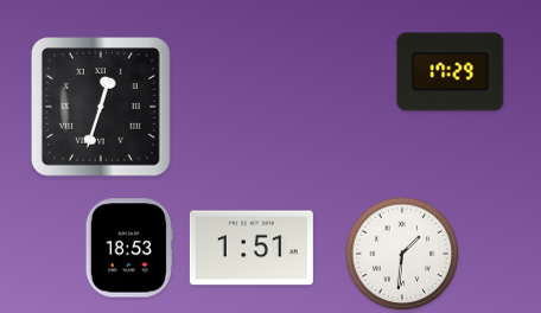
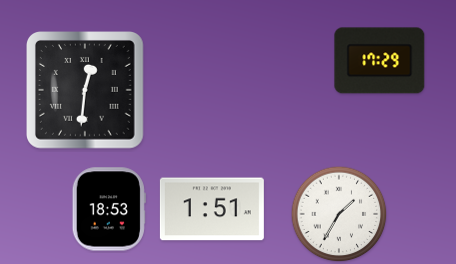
clock at (102, 108): 12:33 -> 12:31
clock at (402, 254): 1:31 -> 1:35
